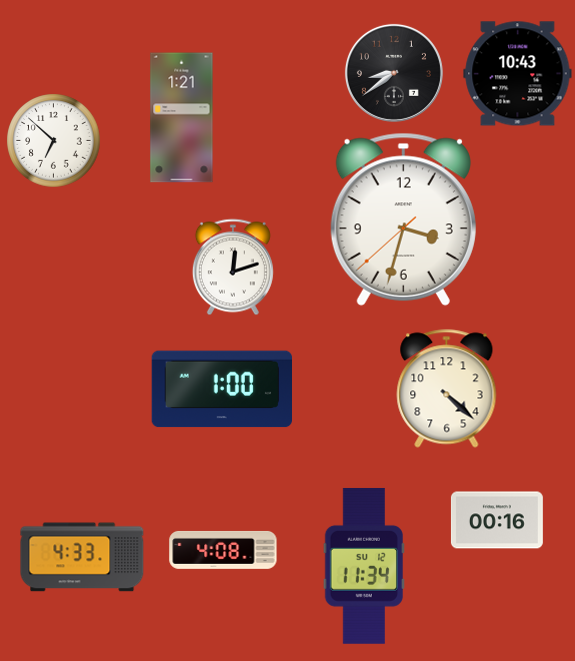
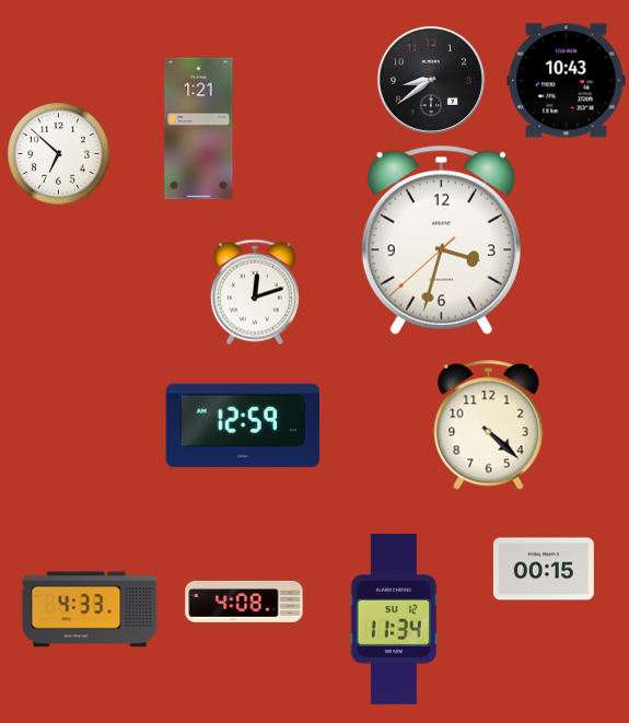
clock at (221, 389): 1:00 -> 12:59
clock at (497, 520): 00:16 -> 00:15
clock at (363, 566) position: (363, 566) -> (393, 619)
